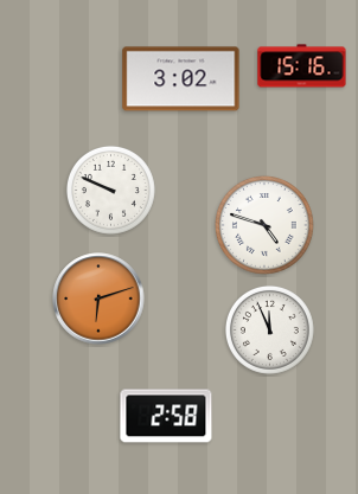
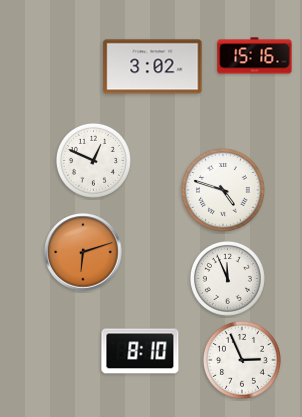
clock at (110, 190): 9:49 -> 12:49
clock at (166, 416): 2:58 -> 8:10
clock at (242, 360): none -> 2:56
